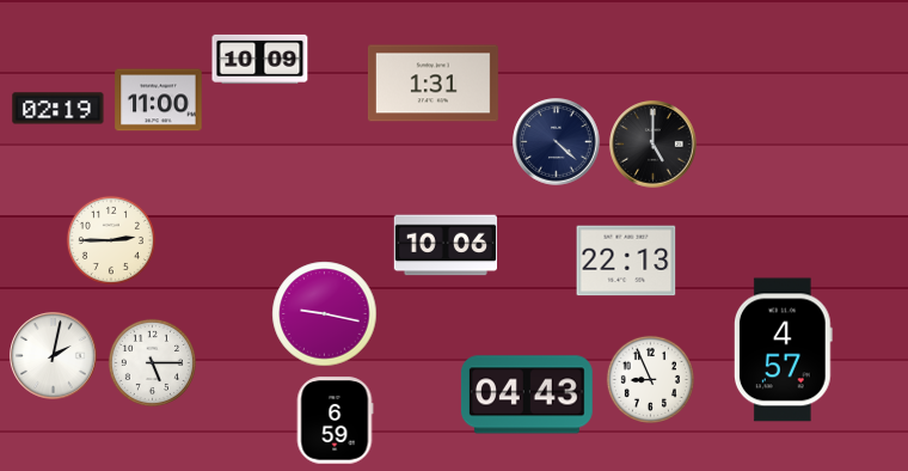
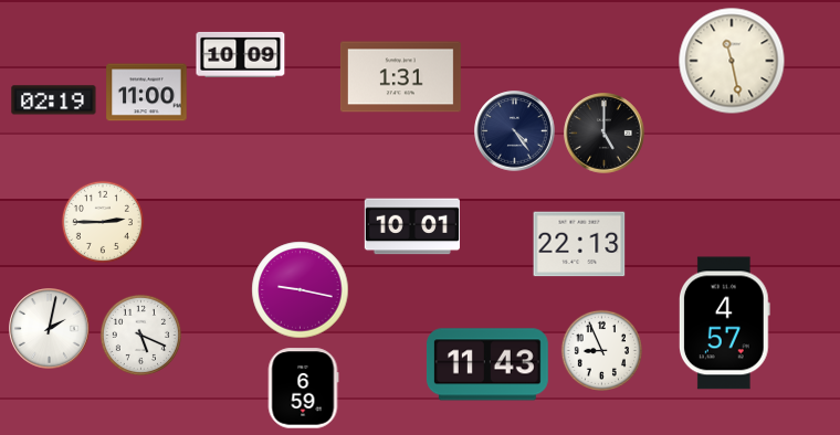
clock at (732, 61): none -> 11:28
clock at (557, 142): 4:22 -> 4:24
clock at (446, 245): 10:06 -> 10:01
clock at (626, 261) position: (626, 261) -> (579, 244)
clock at (152, 362): 5:15 -> 5:19
clock at (527, 394): 04:43 -> 11:43
clock at (335, 421) position: (335, 421) -> (303, 389)
